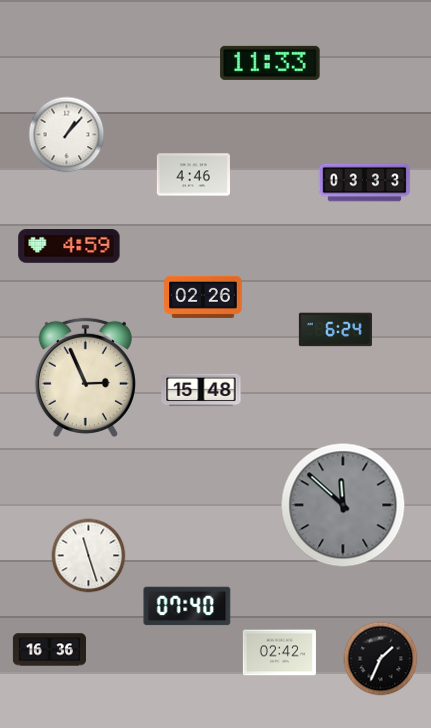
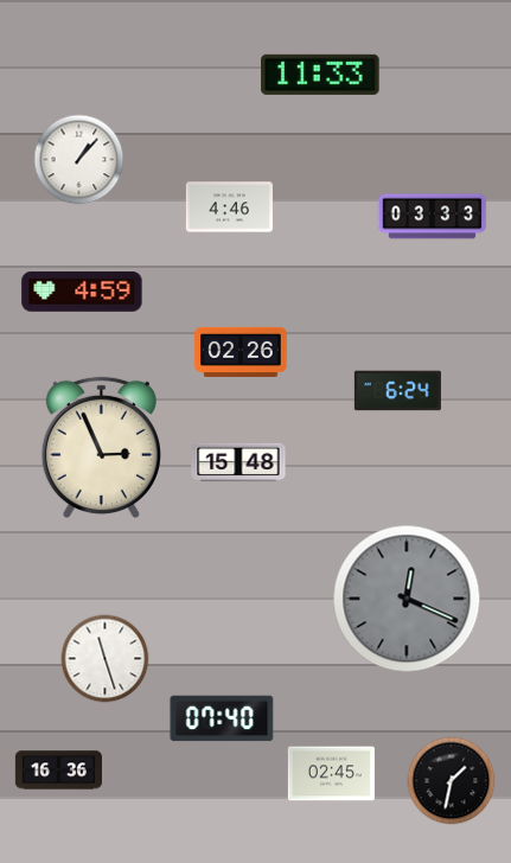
clock at (343, 505): 11:52 -> 12:19
clock at (279, 653): 02:42 -> 02:45
clock at (381, 659): 1:34 -> 1:32
